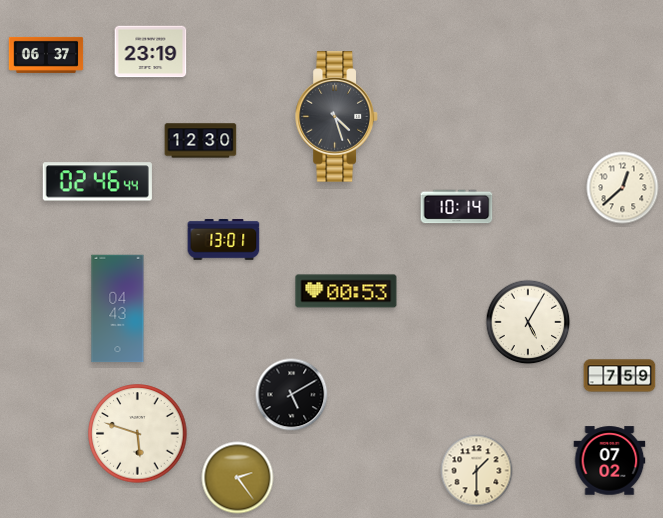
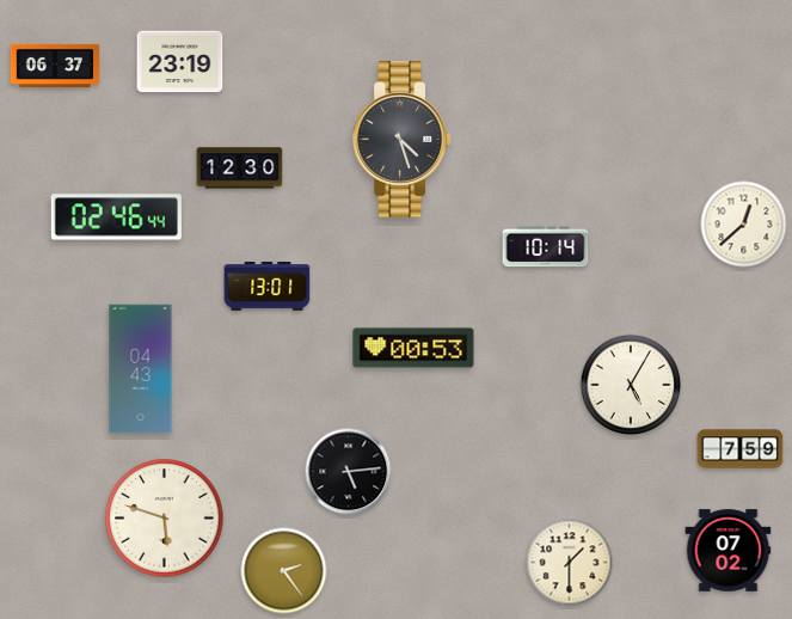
clock at (292, 395): 5:10 -> 5:14
